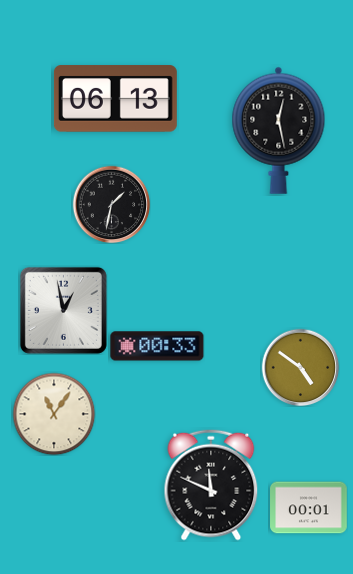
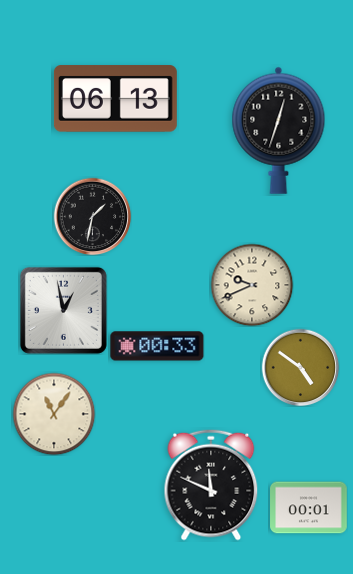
clock at (279, 130): 12:28 -> 12:33
clock at (111, 204) position: (111, 204) -> (92, 216)
clock at (252, 285): none -> 9:41
